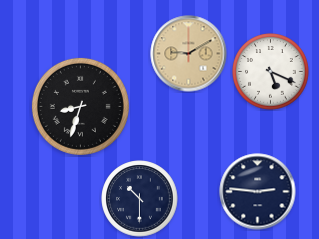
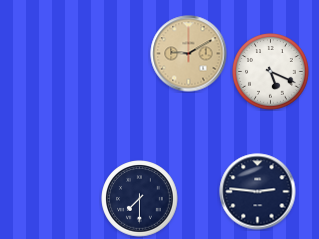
clock at (80, 106): 8:33 -> none
clock at (140, 199): 10:30 -> 7:30
